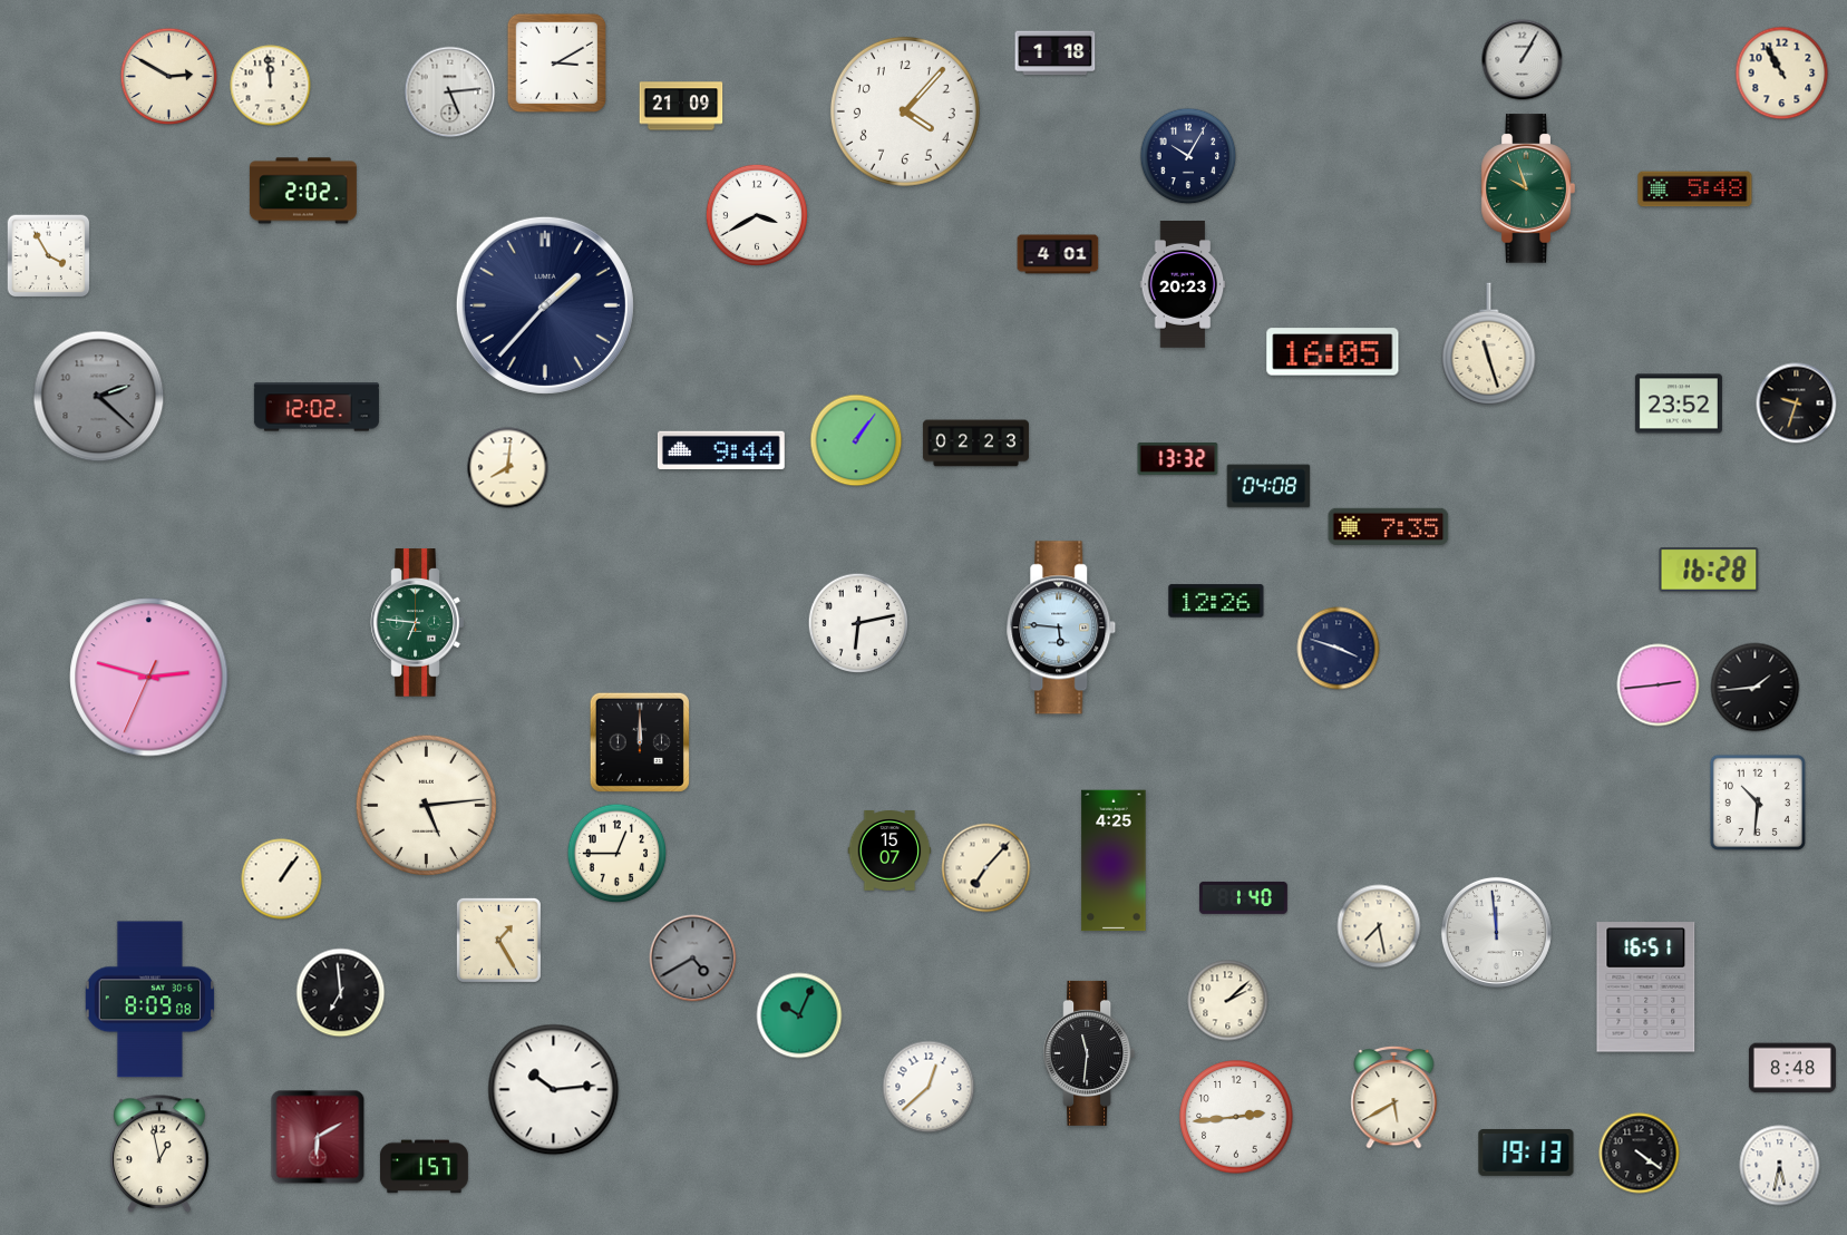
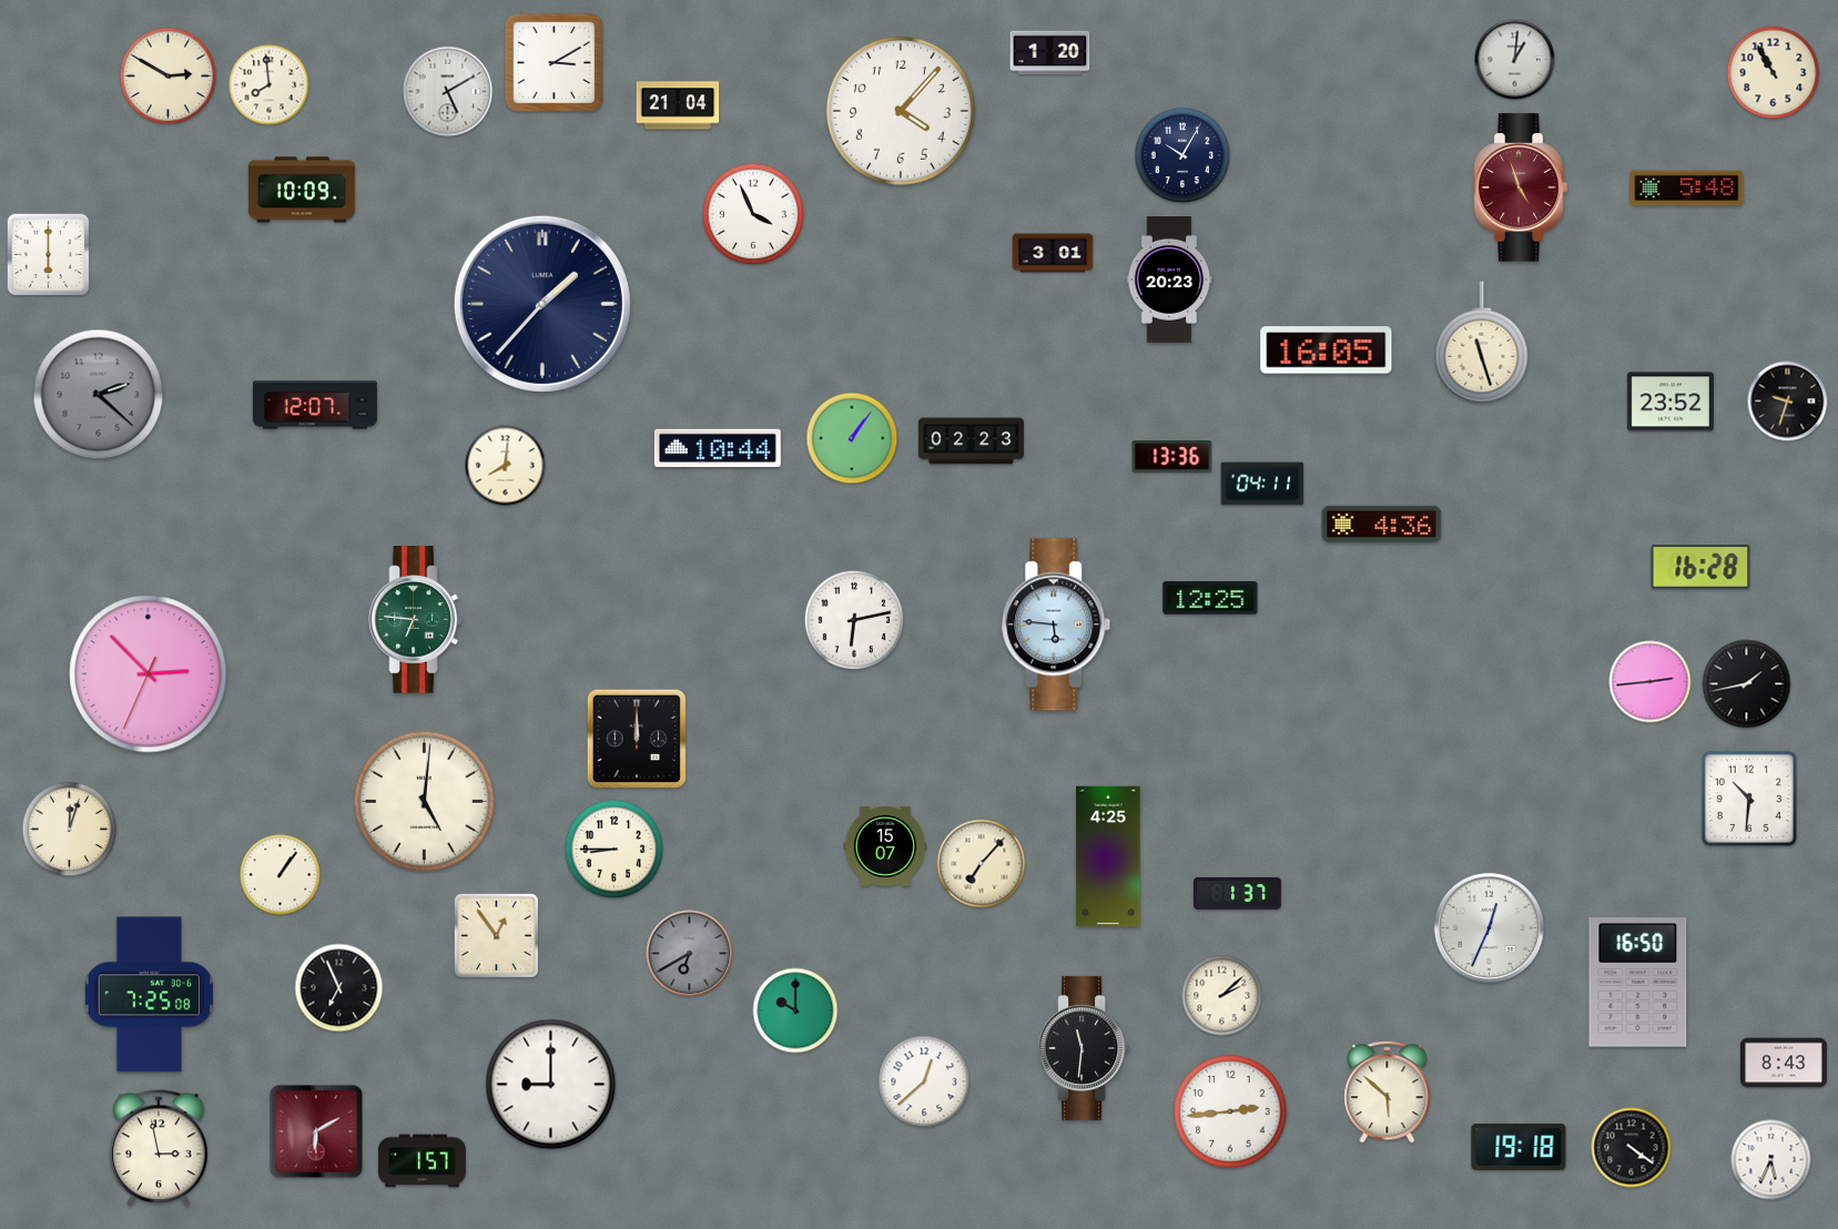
clock at (1056, 54): 1:18 -> 1:20
clock at (1523, 60): 1:05 -> 1:01
clock at (271, 86): 11:59 -> 7:59
clock at (450, 93): 5:14 -> 5:10
clock at (681, 106): 21:09 -> 21:04
clock at (1528, 188): 9:57 -> 4:57
clock at (1528, 188) dial: green -> burgundy
clock at (303, 191): 2:02 -> 10:09
clock at (757, 215): 3:40 -> 3:56
clock at (1058, 254): 4:01 -> 3:01
clock at (49, 256): 3:55 -> 6:00
clock at (1183, 285) position: (1183, 285) -> (1169, 281)
clock at (317, 407): 12:02 -> 12:07
clock at (721, 450): 9:44 -> 10:44
clock at (1178, 459): 13:32 -> 13:36
clock at (1268, 486): 04:08 -> 04:11
clock at (1389, 526): 7:35 -> 4:36
clock at (1216, 601): 12:26 -> 12:25
clock at (1339, 649): 3:48 -> none
clock at (149, 678): 2:47 -> 2:52
clock at (1756, 688): 1:44 -> 1:43
clock at (426, 805): 5:14 -> 5:01
clock at (70, 830): none -> 12:03
clock at (618, 854): 12:45 -> 8:45
clock at (1243, 897): 1:40 -> 1:37
clock at (1379, 926): 7:28 -> none
clock at (1496, 932): 11:59 -> 12:34
clock at (498, 940): 1:25 -> 12:54
clock at (693, 959): 4:40 -> 6:40
clock at (1646, 988): 16:51 -> 16:50
clock at (341, 993): 6:59 -> 6:56
clock at (149, 1000): 8:09 -> 7:25
clock at (799, 1015): 10:04 -> 10:00
clock at (1792, 1068): 8:48 -> 8:43
clock at (554, 1090): 10:14 -> 9:00
clock at (1394, 1097): 5:40 -> 5:52
clock at (1526, 1153): 19:13 -> 19:18
clock at (159, 1155): 12:58 -> 2:58
clock at (1780, 1166): 5:32 -> 5:34
